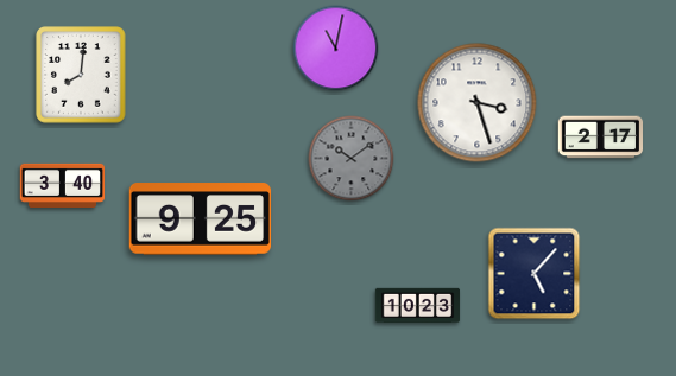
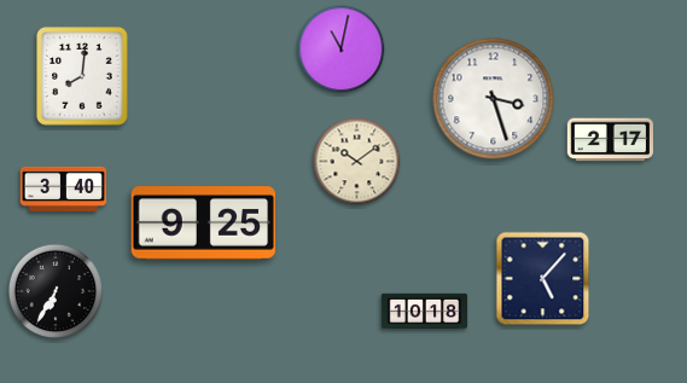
clock at (478, 103) position: (478, 103) -> (494, 99)
clock at (352, 159) dial: grey -> cream
clock at (56, 291): none -> 6:35
clock at (418, 306): 10:23 -> 10:18
